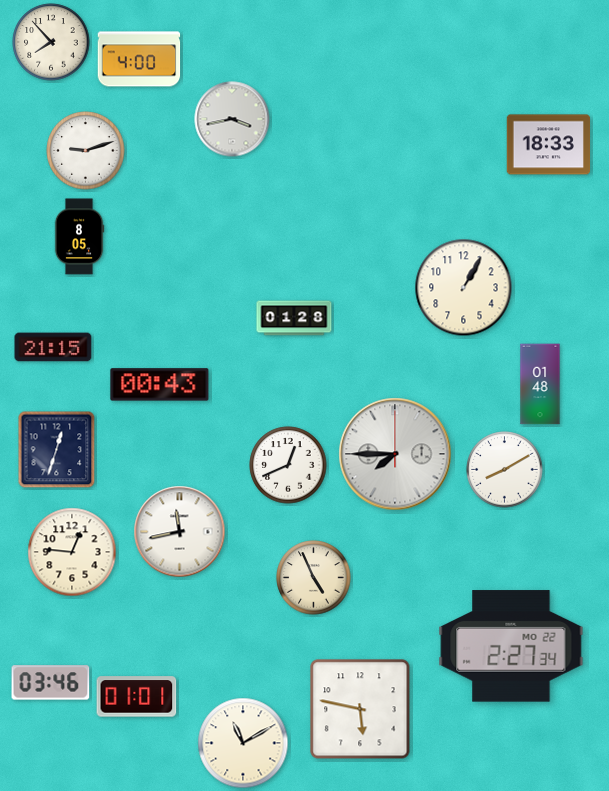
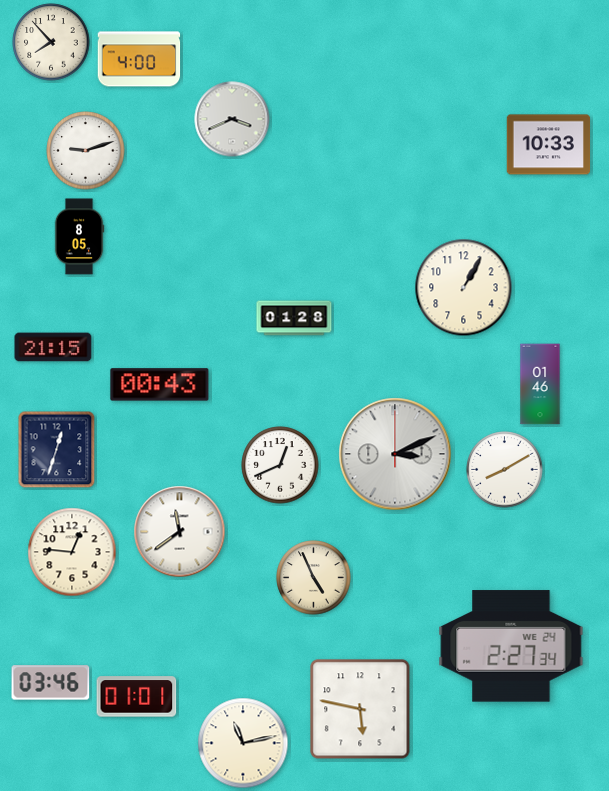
clock at (232, 119): 3:43 -> 3:41
clock at (549, 145): 18:33 -> 10:33
clock at (540, 384): 01:48 -> 01:46
clock at (395, 454): 7:45 -> 3:11
clock at (288, 465) position: (288, 465) -> (280, 465)
clock at (180, 532): 11:43 -> 11:39
clock at (511, 646) date: MO 22 -> WE 24
clock at (243, 743): 11:10 -> 11:13
